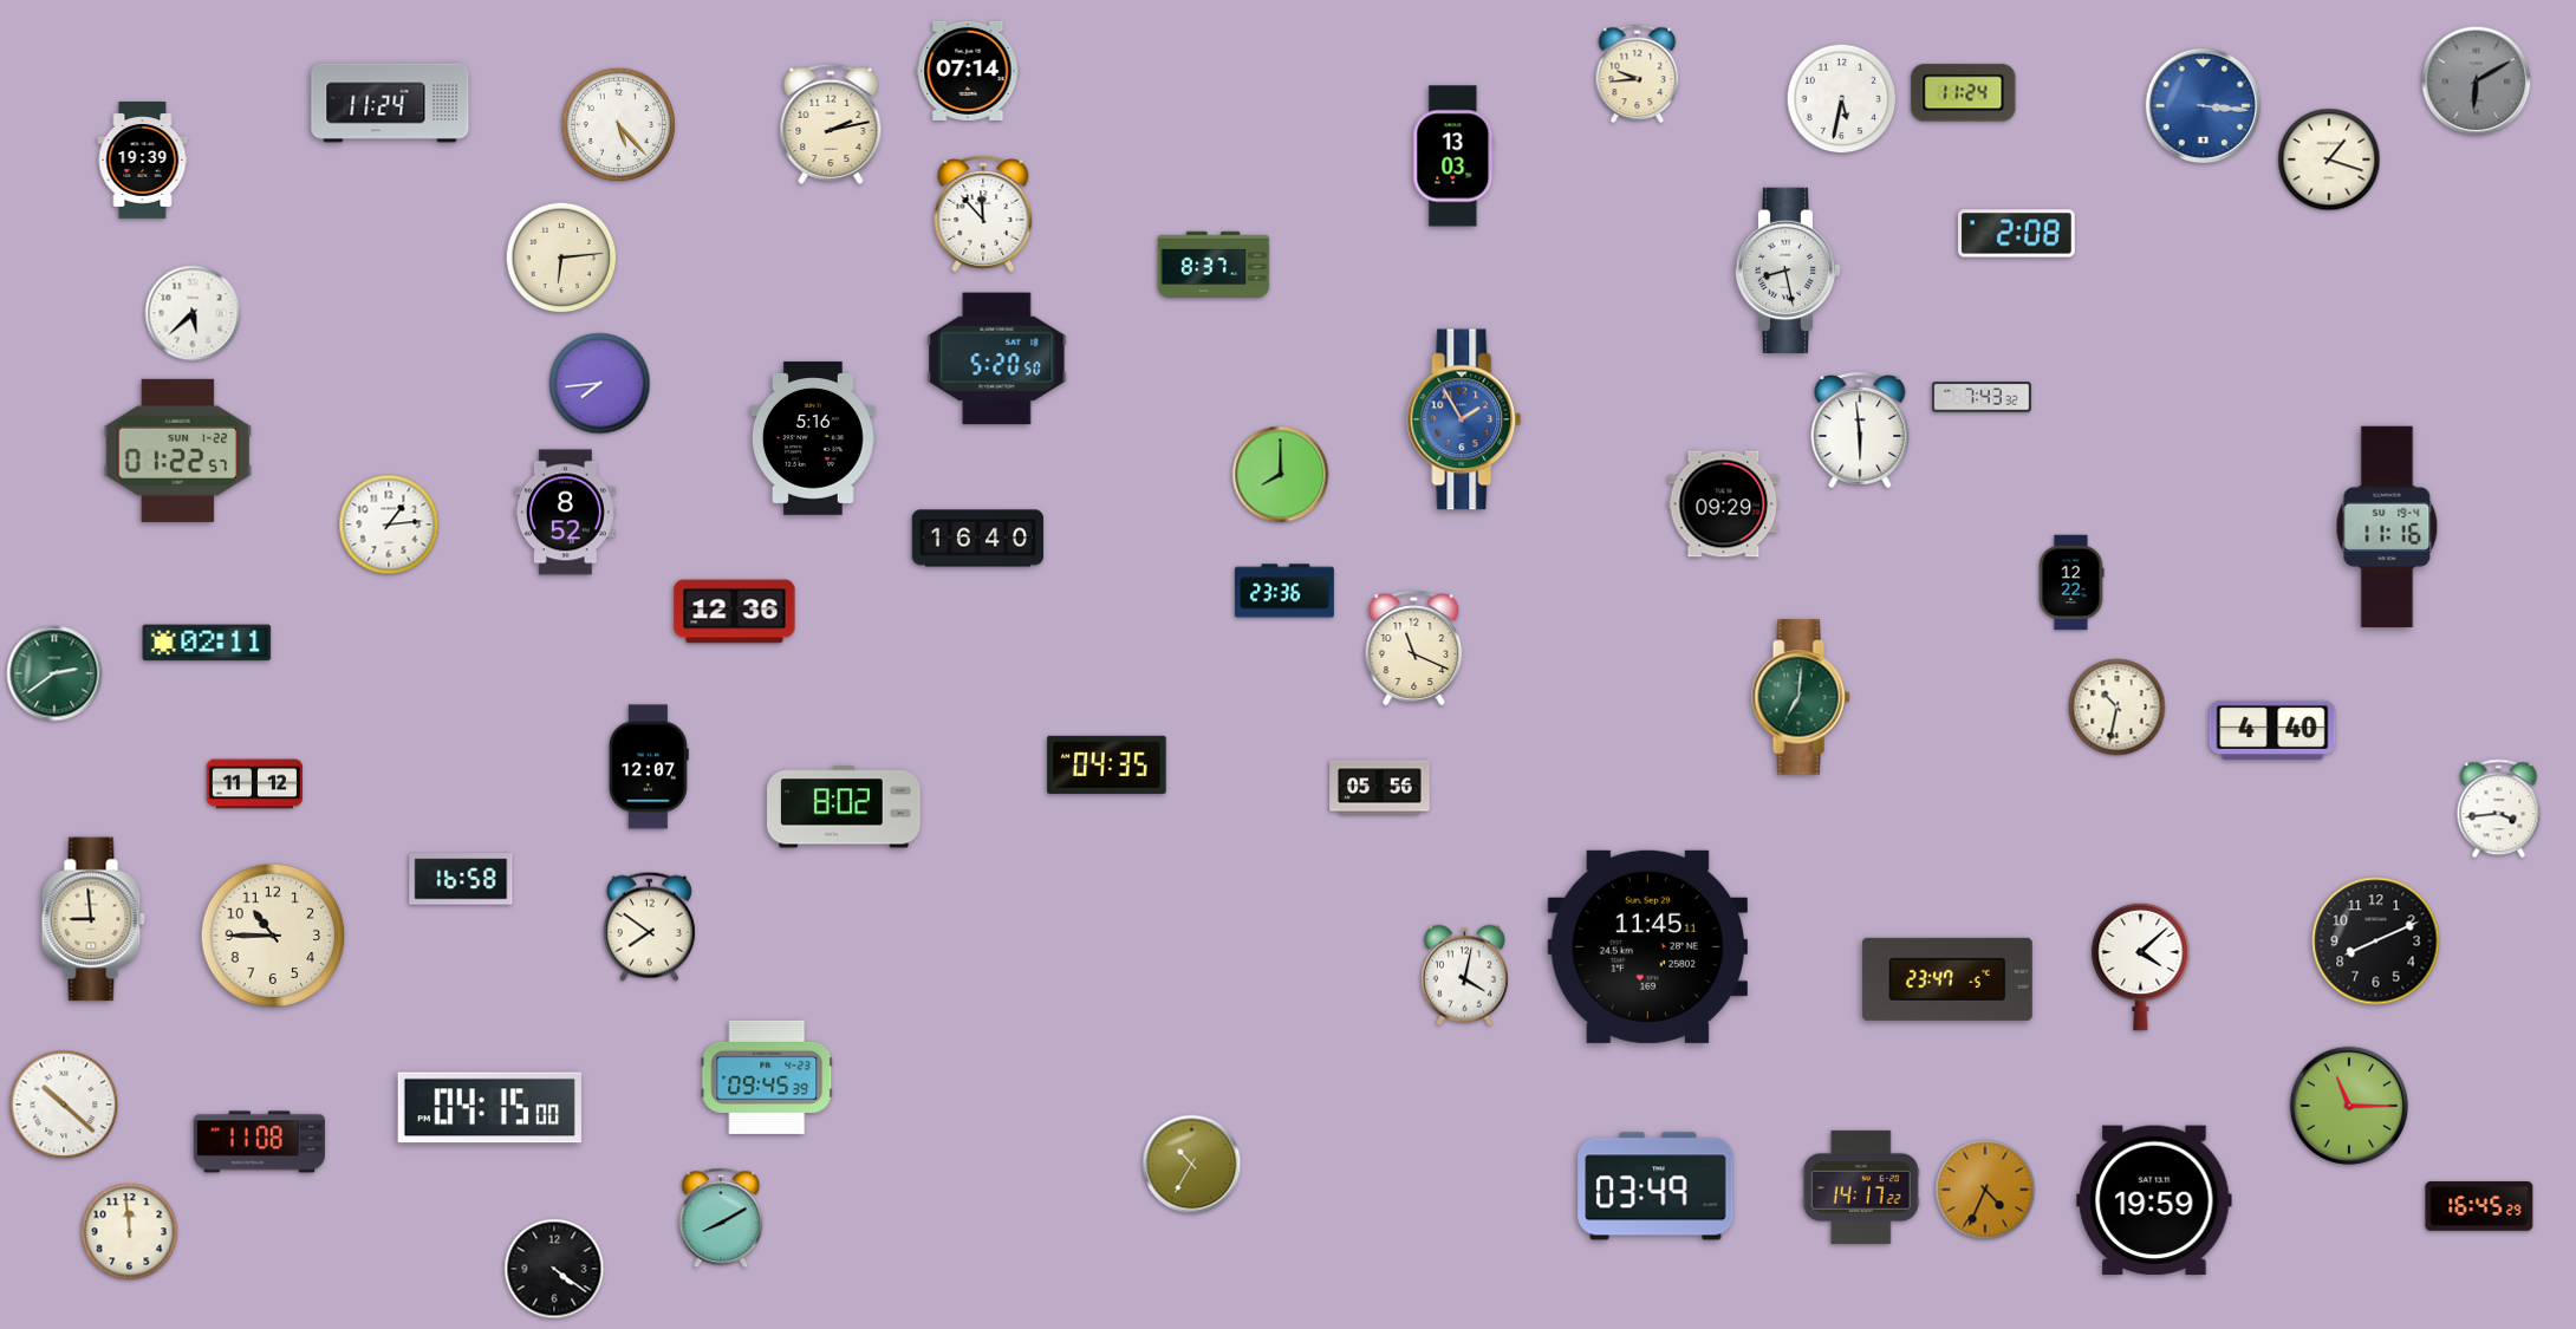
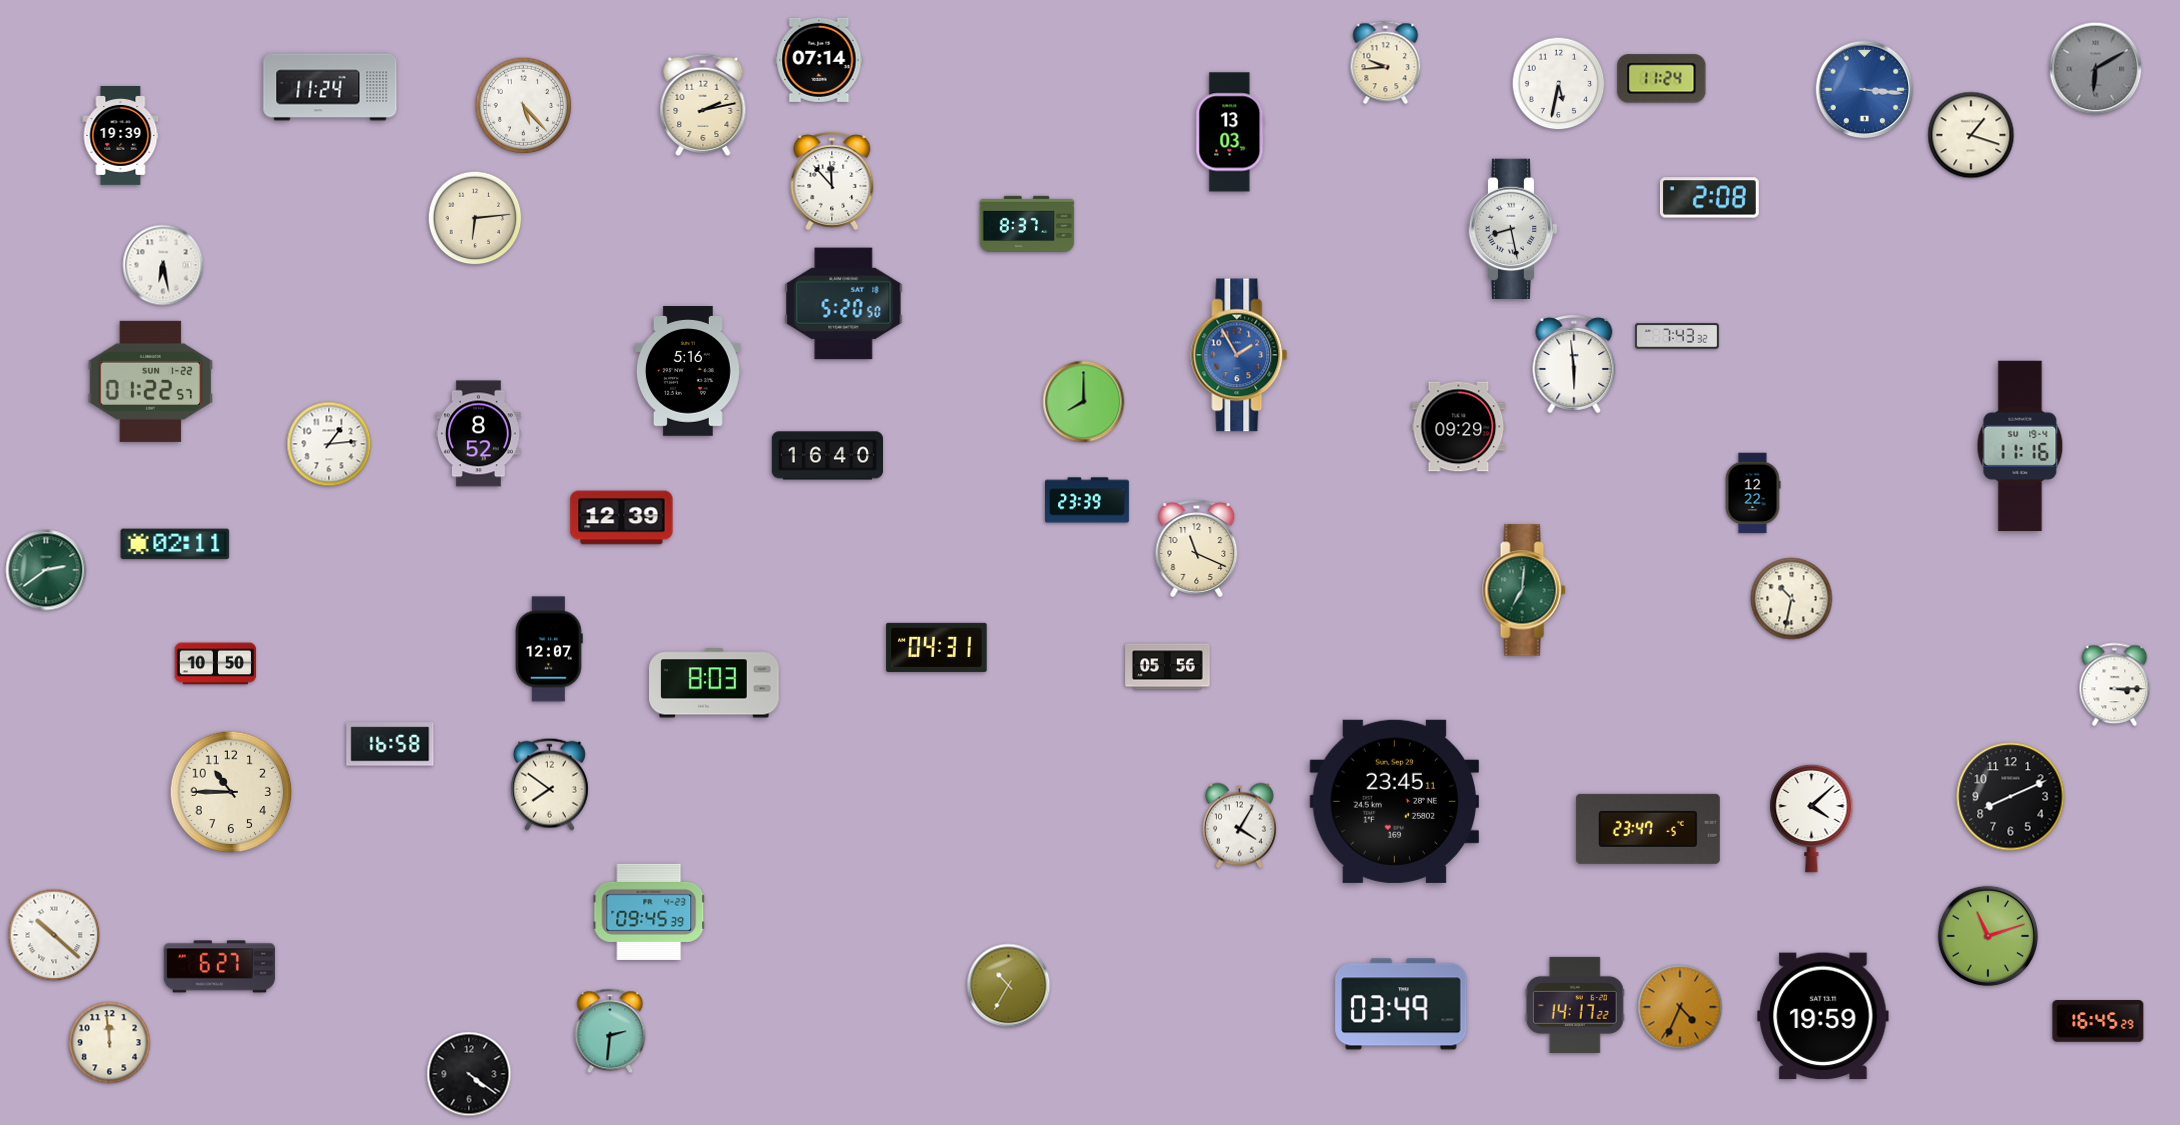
clock at (2016, 234) position: (2016, 234) -> (1709, 198)
clock at (193, 313): 5:38 -> 6:28
clock at (600, 384): 7:44 -> none
clock at (1286, 591): 23:36 -> 23:39
clock at (735, 612): 12:36 -> 12:39
clock at (2272, 730): 4:40 -> none
clock at (1107, 764): 04:35 -> 04:31
clock at (254, 784): 11:12 -> 10:50
clock at (844, 807): 8:02 -> 8:03
clock at (2499, 809): 3:44 -> 3:15
clock at (93, 919): 8:59 -> none
clock at (1648, 946): 11:45 -> 23:45
clock at (1464, 976): 4:02 -> 4:05
clock at (2349, 1106): 11:15 -> 11:12
clock at (489, 1108): 04:15 -> none
clock at (259, 1142): 11:08 -> 6:27
clock at (721, 1218): 8:10 -> 2:31
